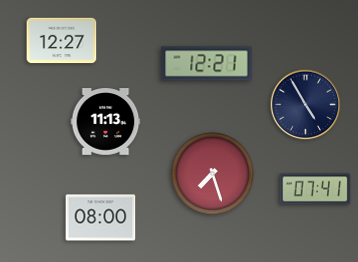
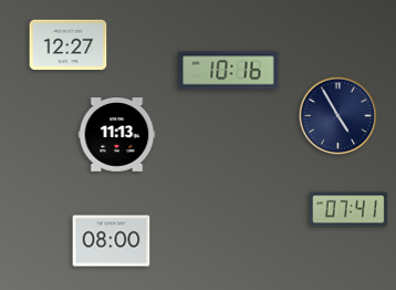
clock at (207, 64): 12:21 -> 10:16
clock at (213, 174): 7:27 -> none
